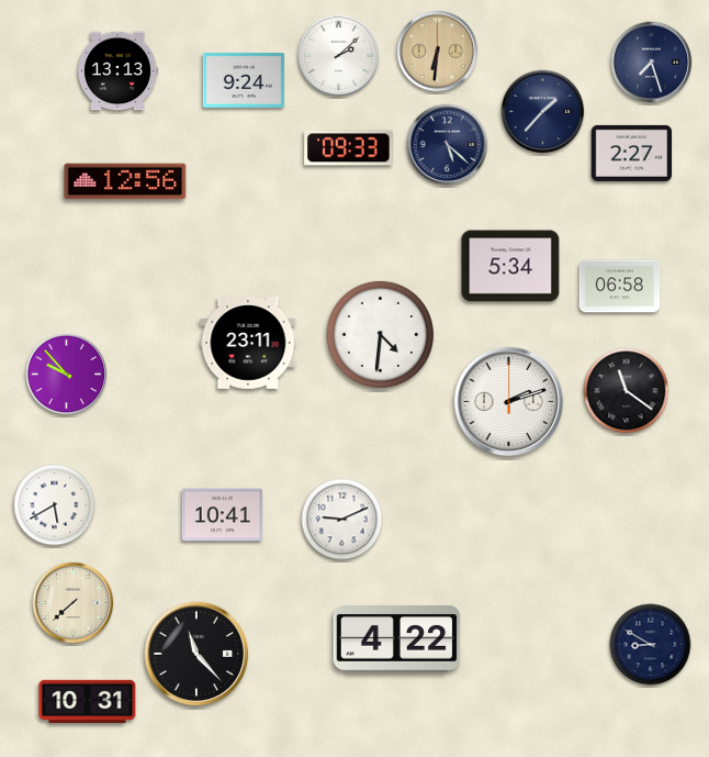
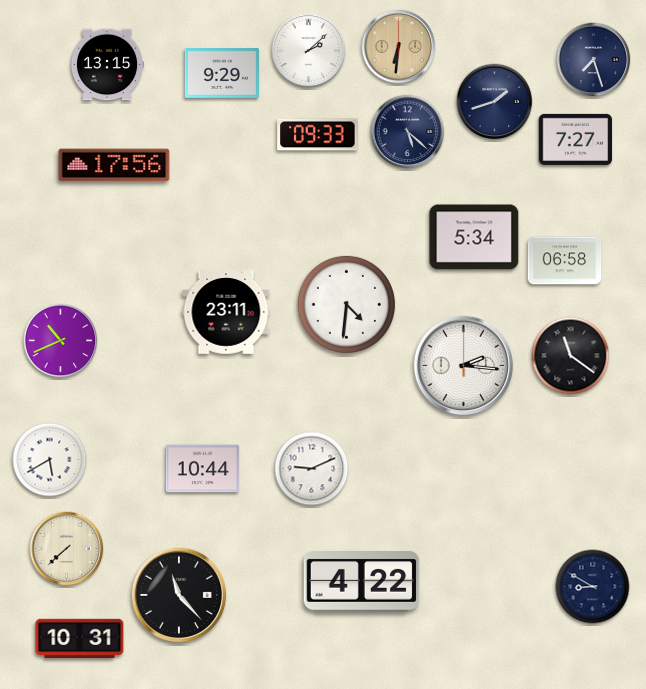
clock at (652, 63) position: (652, 63) -> (594, 60)
clock at (117, 71): 13:13 -> 13:15
clock at (243, 81): 9:24 -> 9:29
clock at (543, 112): 1:37 -> 1:42
clock at (632, 153): 2:27 -> 7:27
clock at (125, 181): 12:56 -> 17:56
clock at (510, 266) position: (510, 266) -> (474, 237)
clock at (67, 375): 9:53 -> 10:41
clock at (509, 402): 2:12 -> 2:16
clock at (223, 515): 10:41 -> 10:44
clock at (342, 520) position: (342, 520) -> (312, 469)
